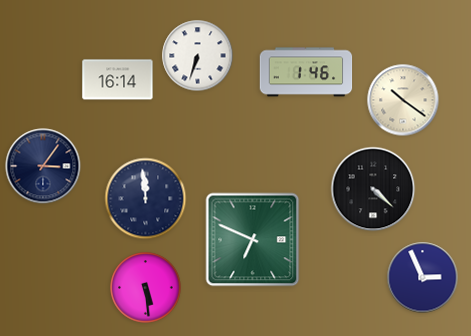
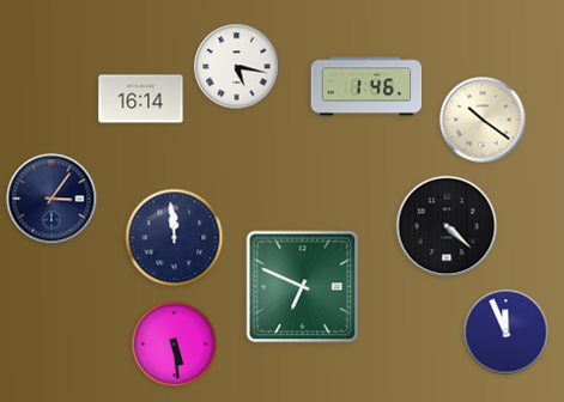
clock at (198, 56): 6:33 -> 5:17
clock at (118, 80) position: (118, 80) -> (141, 99)
clock at (423, 278): 2:56 -> 11:56
